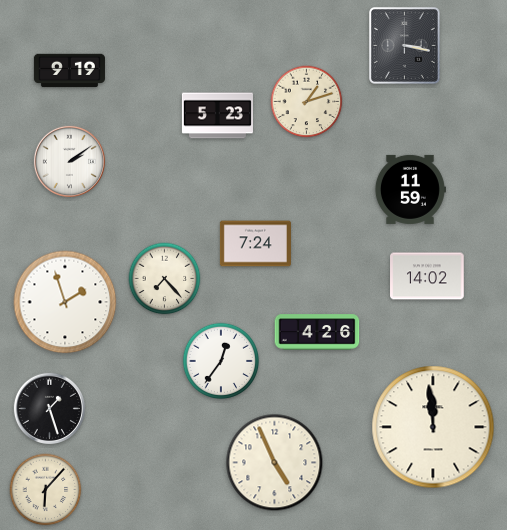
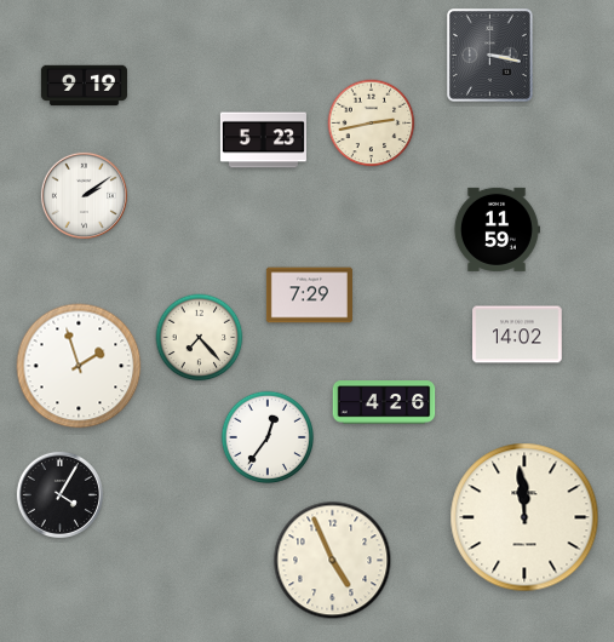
clock at (307, 102): 1:12 -> 2:43
clock at (255, 244): 7:24 -> 7:29
clock at (49, 408): 1:27 -> 4:05
clock at (46, 490): 6:07 -> none
